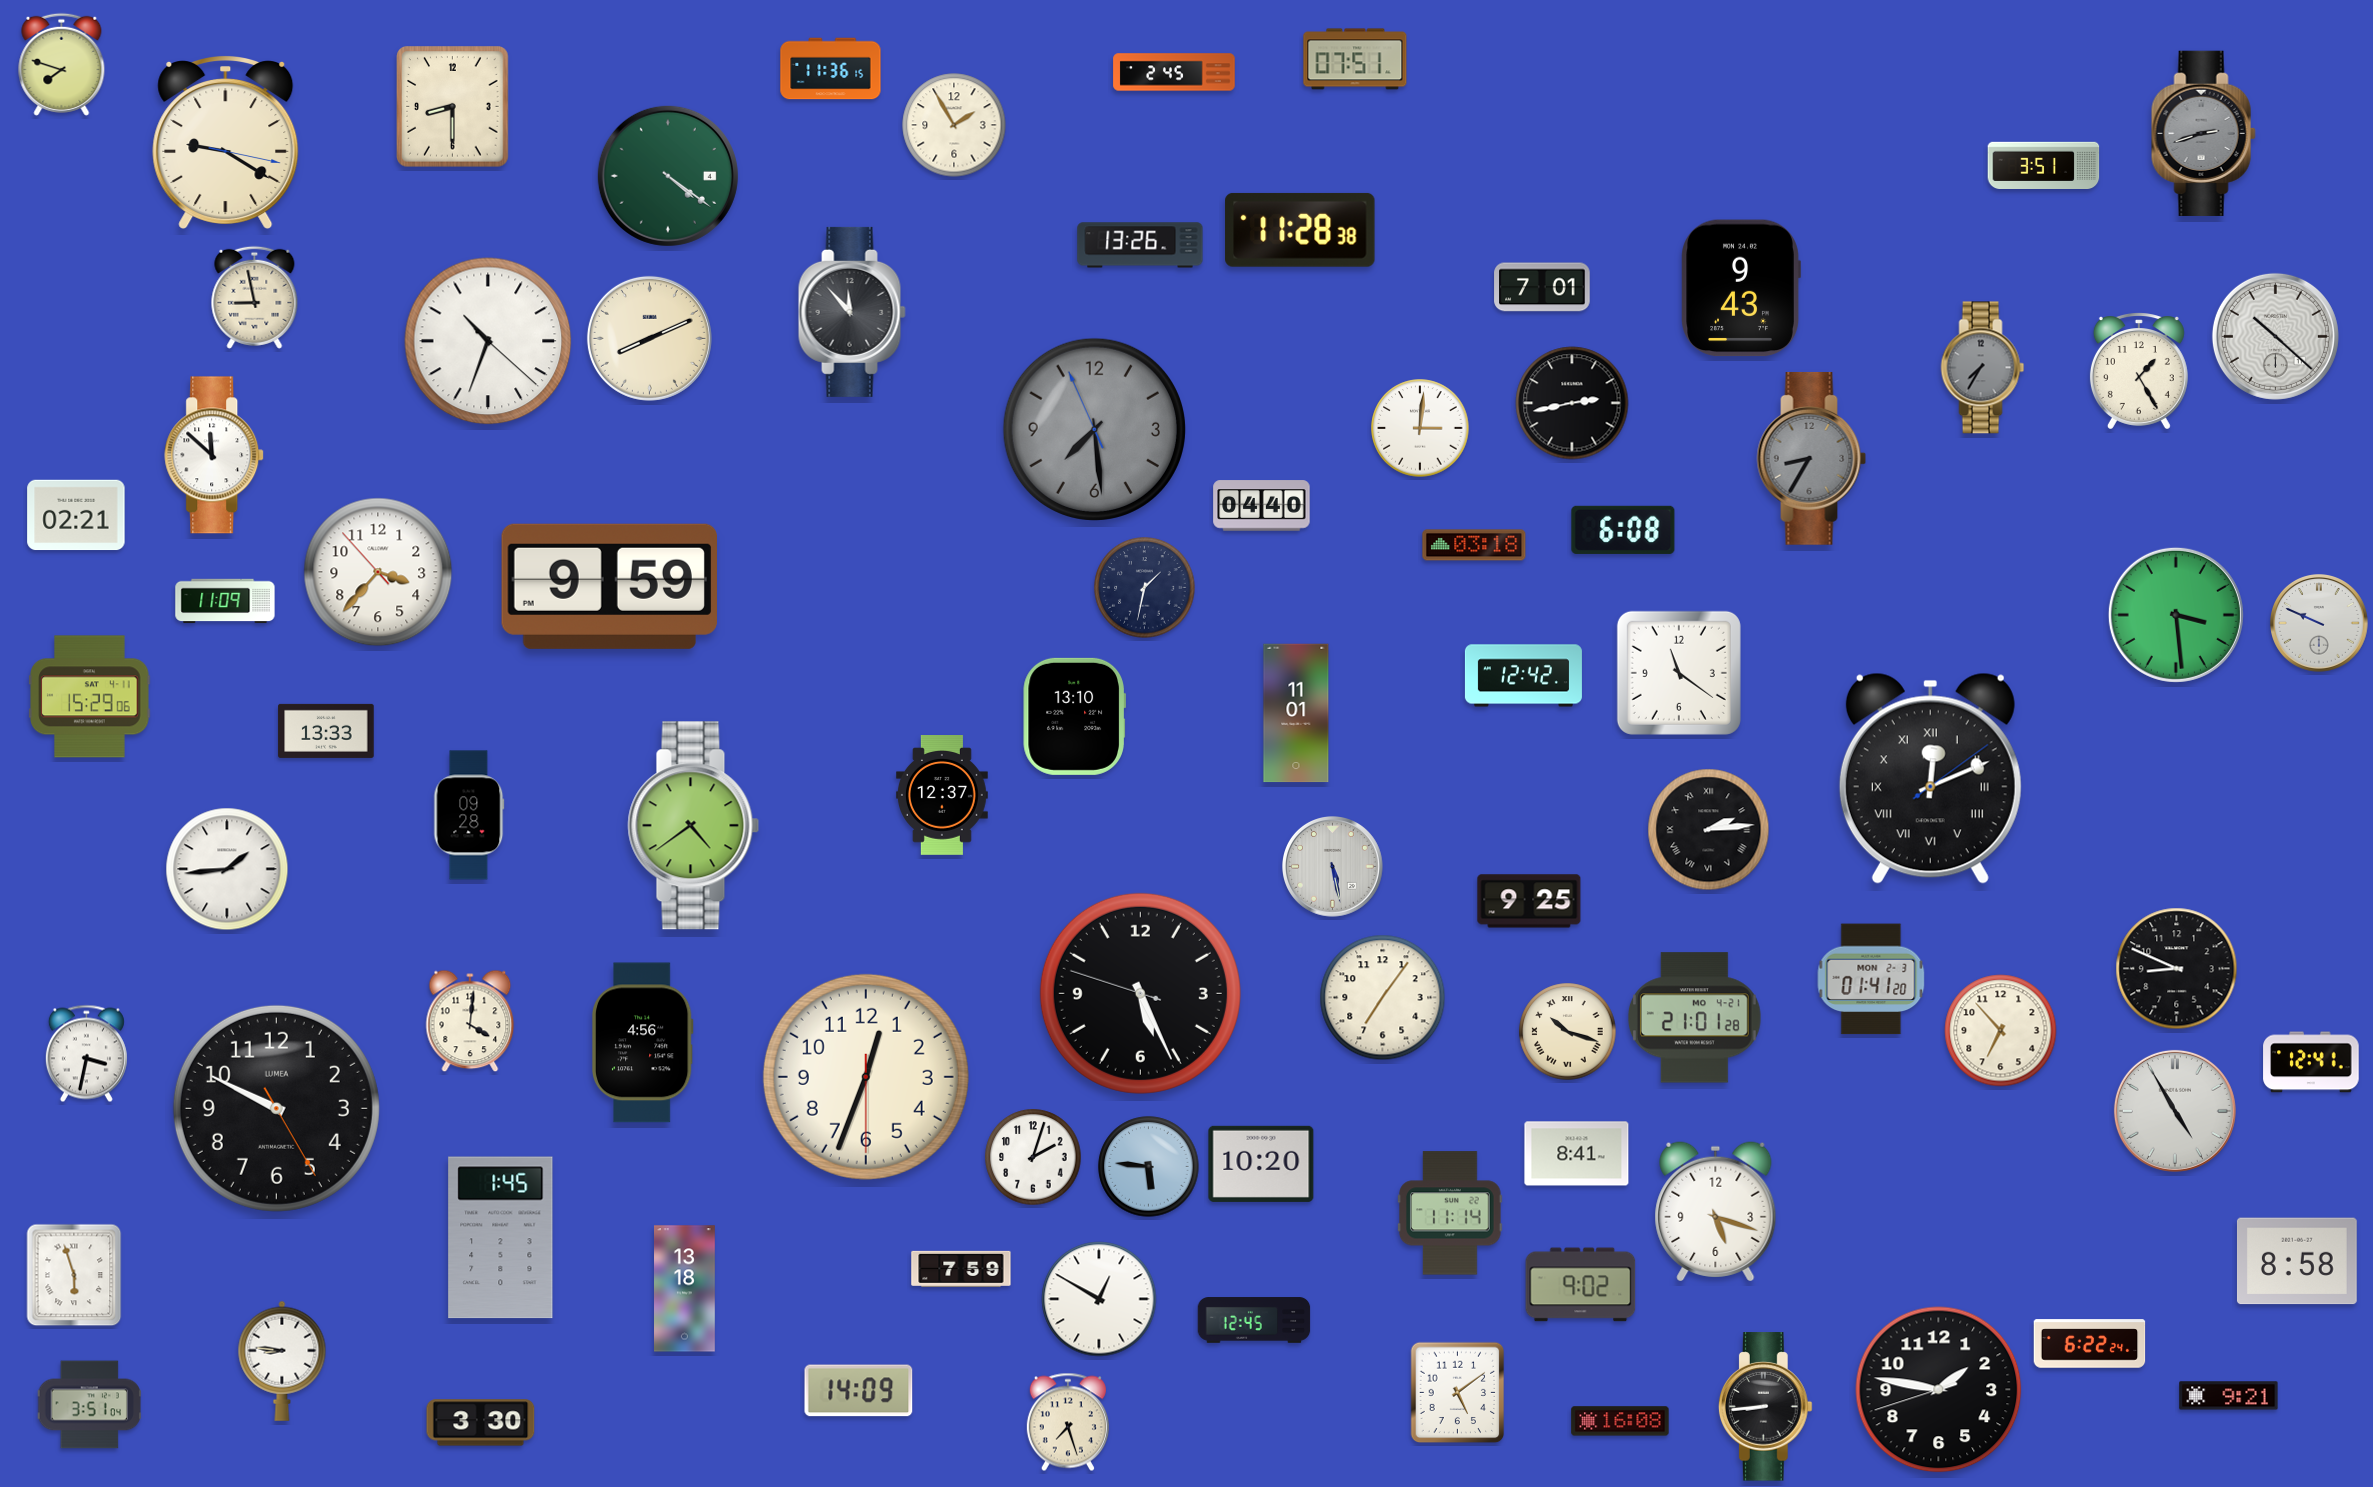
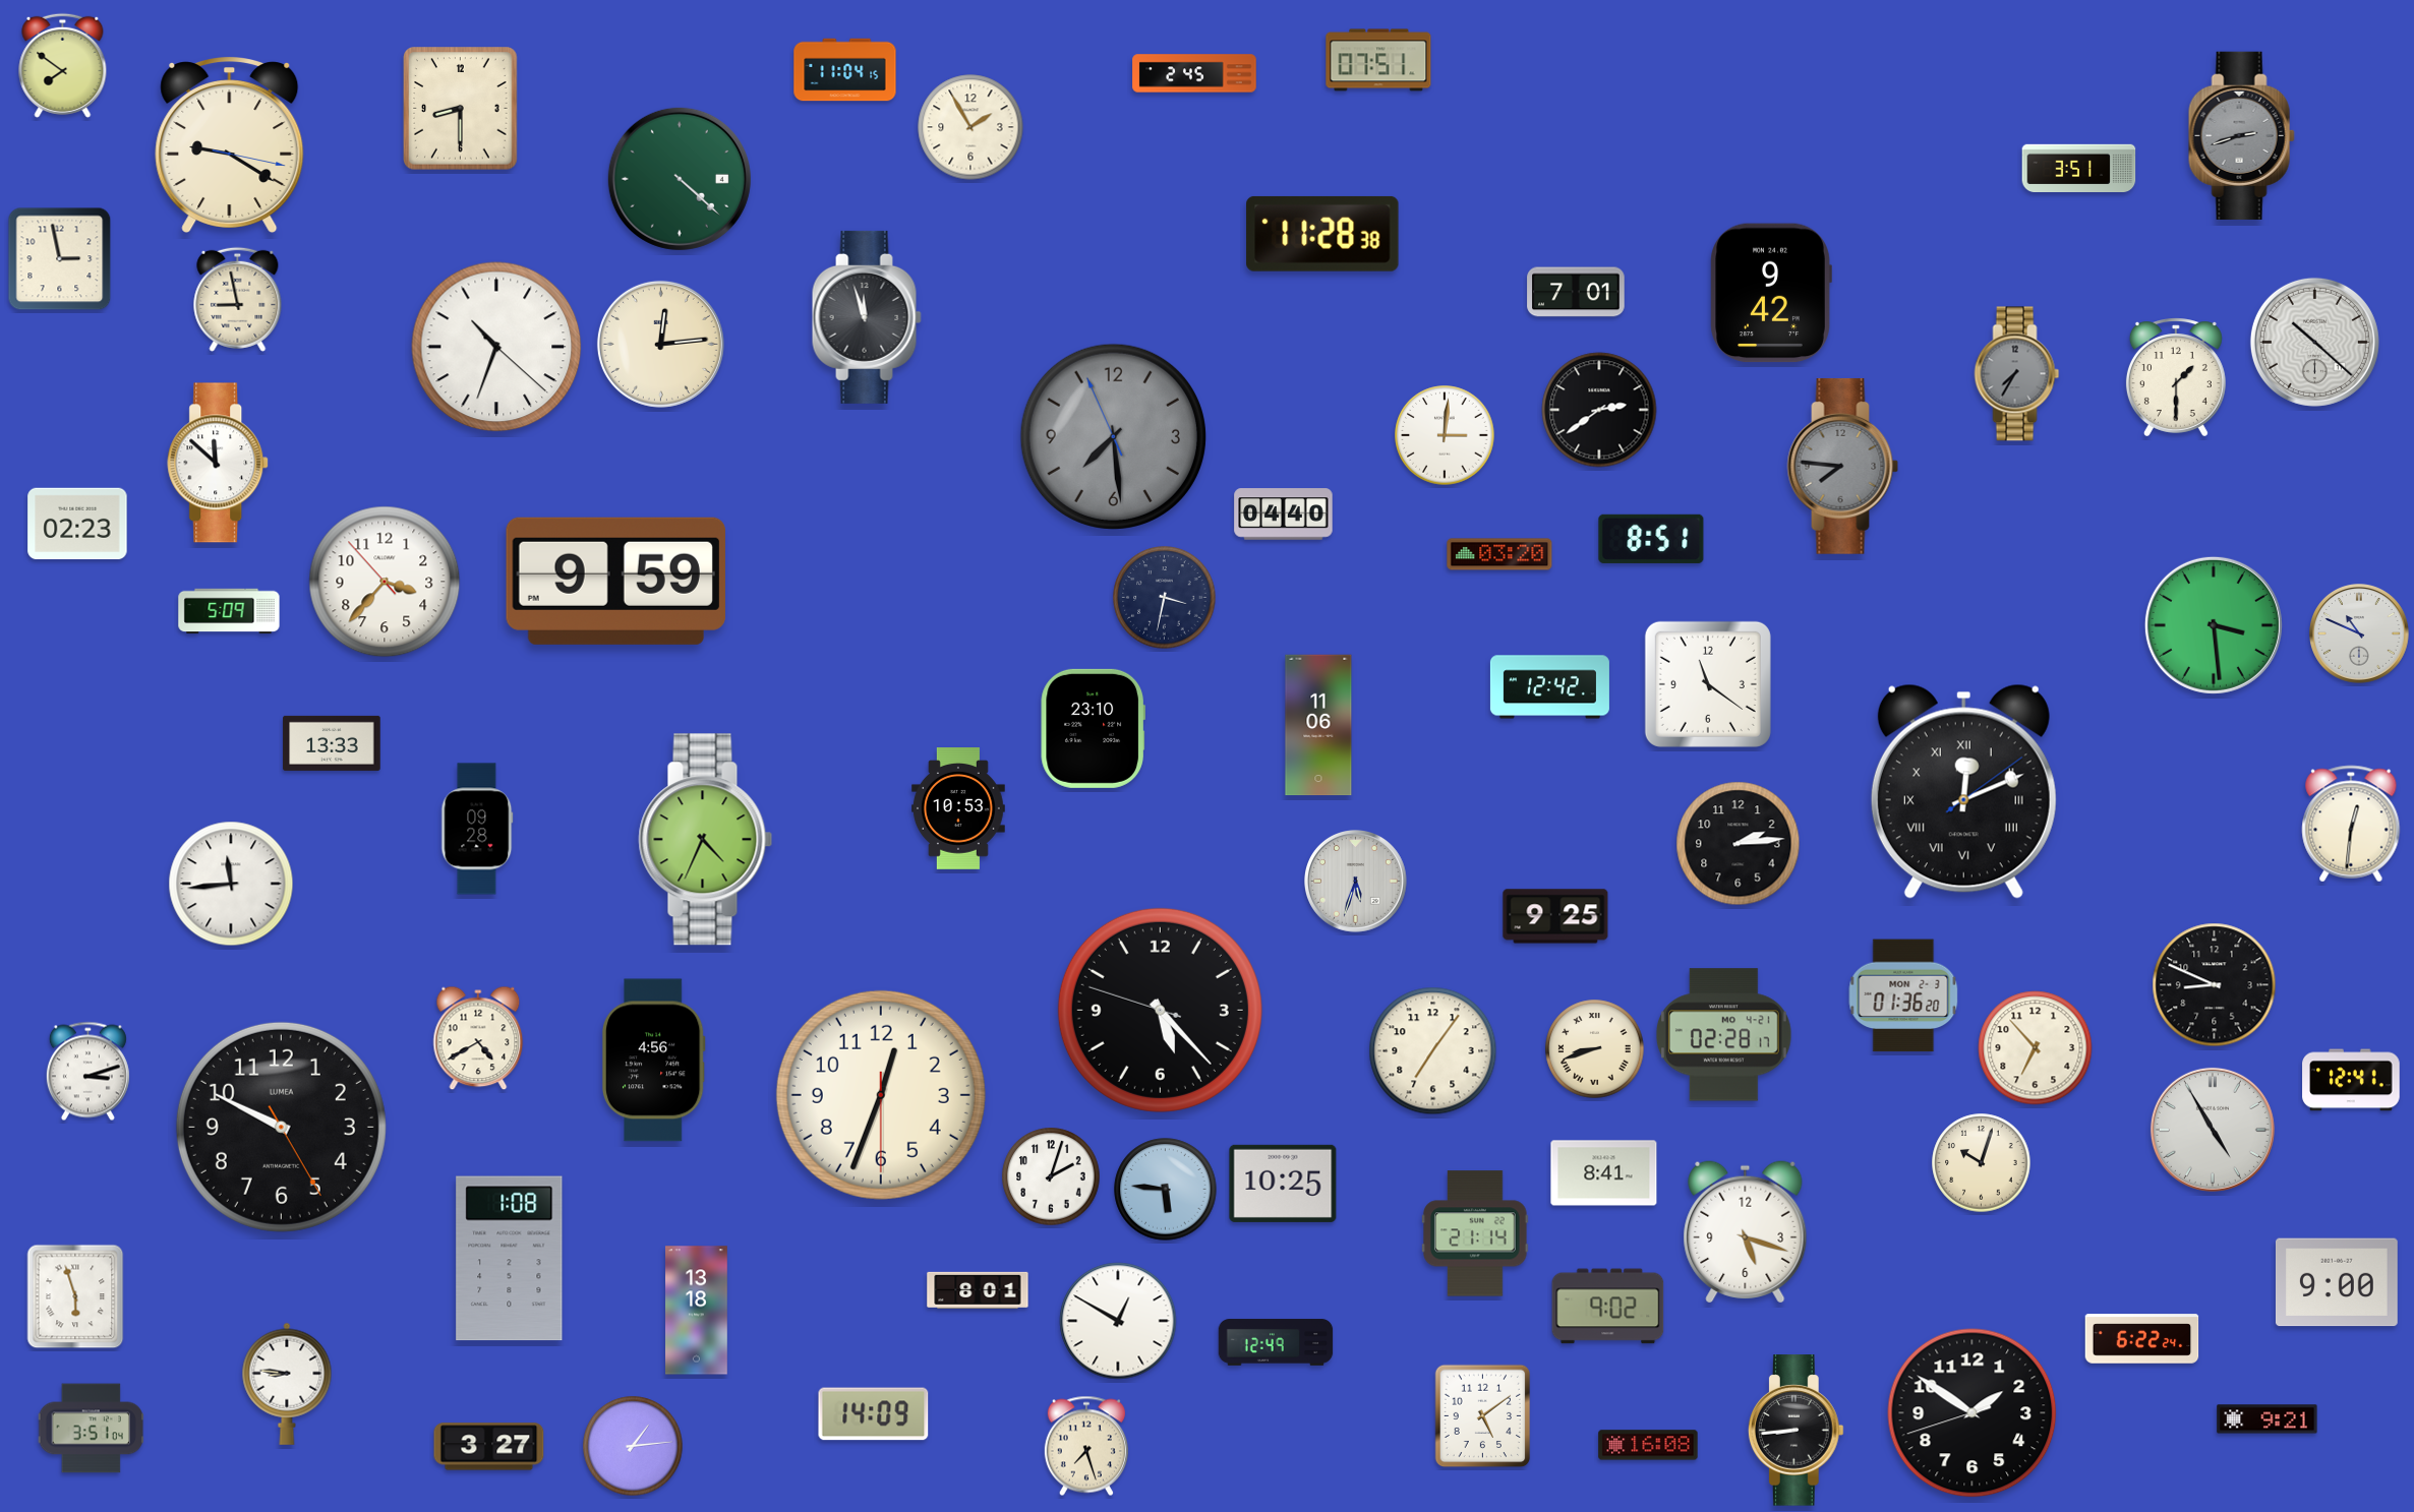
clock at (62, 64): 7:48 -> 7:51
clock at (831, 69): 11:36 -> 11:04
clock at (668, 176): 4:21 -> 4:22
clock at (1140, 245): 13:26 -> none
clock at (60, 259): none -> 2:58
clock at (1542, 287) position: (1542, 287) -> (1576, 292)
clock at (1741, 288): 9:43 -> 9:42
clock at (255, 297) position: (255, 297) -> (238, 299)
clock at (852, 312): 11:53 -> 11:57
clock at (649, 338): 8:11 -> 12:14
clock at (2139, 371): 1:25 -> 1:30
clock at (1572, 403): 2:43 -> 2:39
clock at (1812, 458): 8:35 -> 7:46
clock at (76, 515): 02:21 -> 02:23
clock at (1623, 530): 6:08 -> 8:51
clock at (1474, 545): 03:18 -> 03:20
clock at (609, 586) position: (609, 586) -> (615, 581)
clock at (1145, 588): 1:32 -> 3:32
clock at (225, 601): 11:09 -> 5:09
clock at (2320, 624): 9:49 -> 10:49
clock at (90, 697): 15:29 -> none
clock at (1296, 713): 11:01 -> 11:06
clock at (1074, 716): 13:10 -> 23:10
clock at (942, 796): 12:37 -> 10:53
clock at (2351, 824): none -> 12:31
clock at (694, 826): 4:39 -> 4:34
clock at (1709, 830) numerals: Roman -> Arabic
clock at (1333, 867): 5:28 -> 5:33
clock at (227, 869): 1:44 -> 11:44
clock at (1871, 979): 01:41 -> 01:36
clock at (1140, 993): 5:25 -> 5:22
clock at (1383, 998) position: (1383, 998) -> (1433, 1051)
clock at (1694, 1018): 21:01 -> 02:28
clock at (470, 1021): 4:01 -> 4:40
clock at (1568, 1032): 10:18 -> 8:42
clock at (86, 1054): 3:32 -> 3:12
clock at (1982, 1163): none -> 10:03
clock at (1261, 1164): 10:20 -> 10:25
clock at (1149, 1167) position: (1149, 1167) -> (1166, 1190)
clock at (1451, 1213): 11:14 -> 21:14
clock at (501, 1238): 1:45 -> 1:08
clock at (2297, 1261): 8:58 -> 9:00
clock at (961, 1269): 7:59 -> 8:01
clock at (1254, 1320): 12:45 -> 12:49
clock at (2090, 1344) position: (2090, 1344) -> (2142, 1339)
clock at (1939, 1390): 1:46 -> 1:50
clock at (633, 1446): none -> 1:14
clock at (481, 1423): 3:30 -> 3:27
